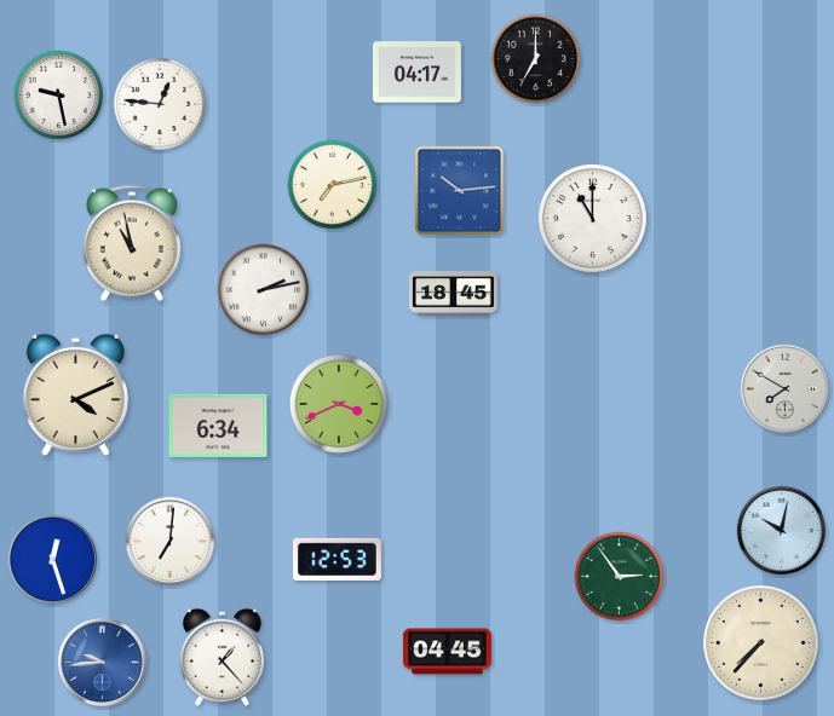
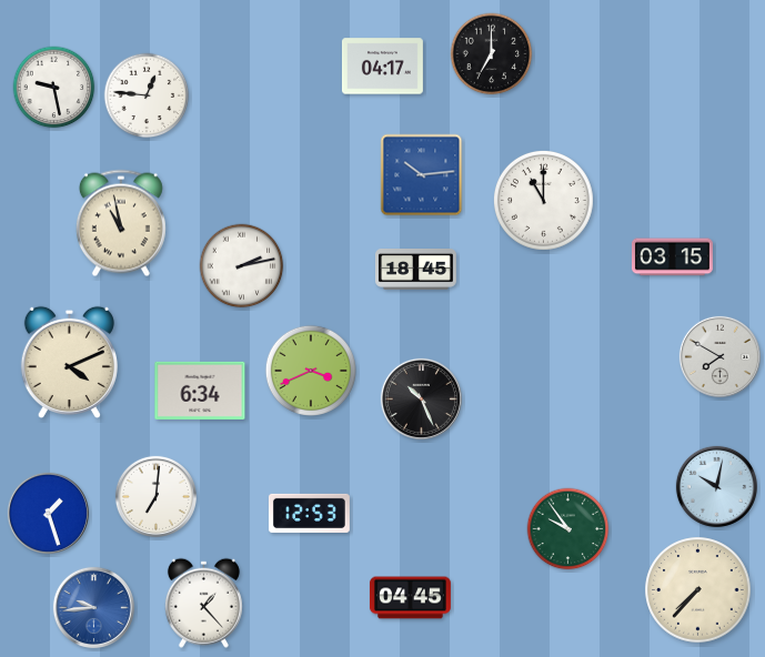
clock at (333, 185): 7:13 -> none
clock at (672, 257): none -> 03:15
clock at (421, 398): none -> 10:26
clock at (52, 559): 12:27 -> 1:27
clock at (620, 577): 2:54 -> 9:54
